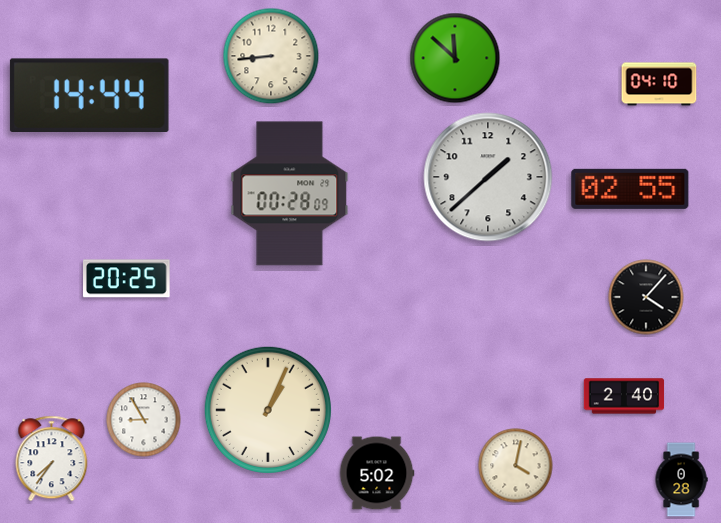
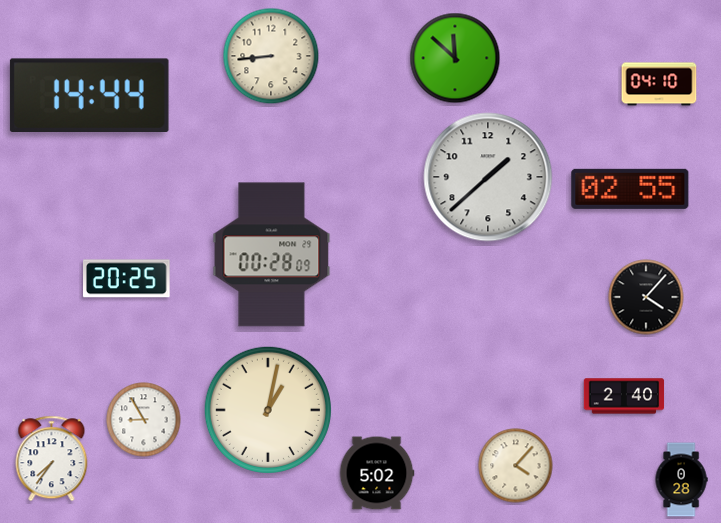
clock at (290, 194) position: (290, 194) -> (272, 255)
clock at (268, 410): 1:04 -> 1:02
clock at (516, 466): 4:02 -> 4:07
